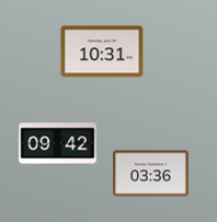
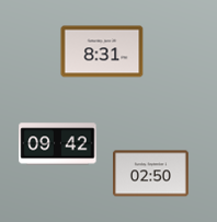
clock at (102, 51): 10:31 -> 8:31
clock at (151, 174): 03:36 -> 02:50
